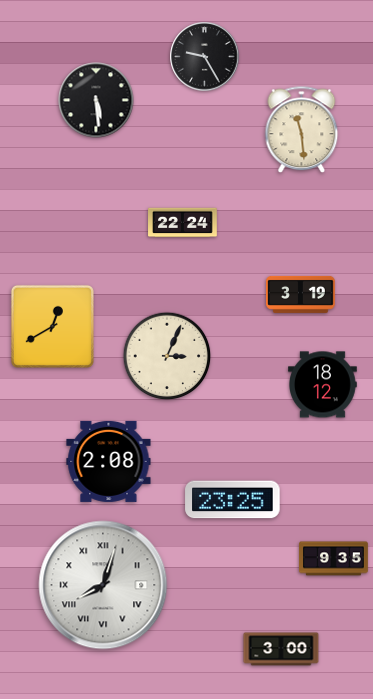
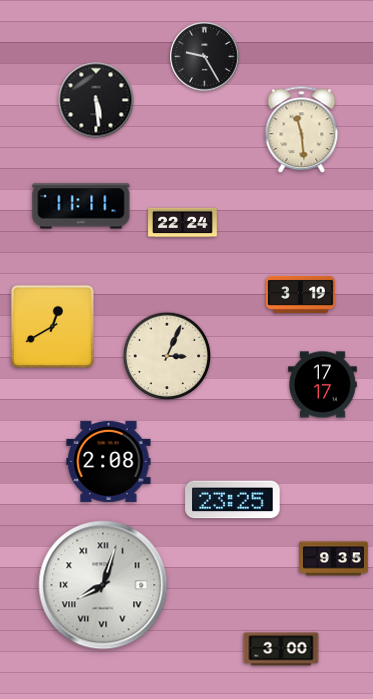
clock at (81, 206): none -> 11:11
clock at (323, 385): 18:12 -> 17:17
